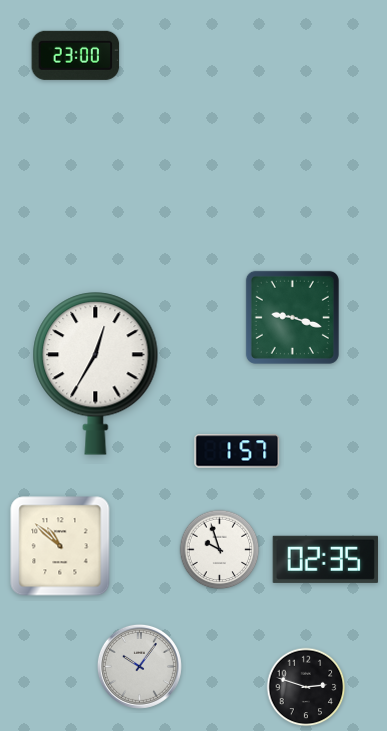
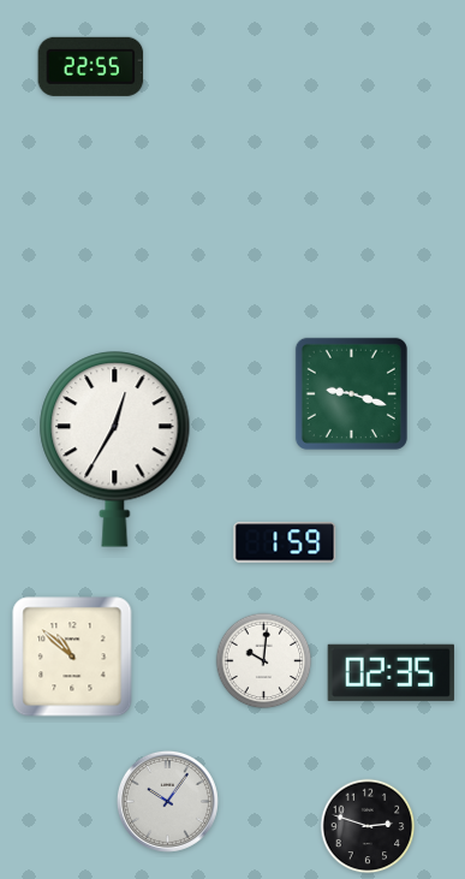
clock at (76, 55): 23:00 -> 22:55
clock at (292, 317) position: (292, 317) -> (351, 393)
clock at (237, 451): 1:57 -> 1:59
clock at (220, 550): 9:57 -> 10:01
